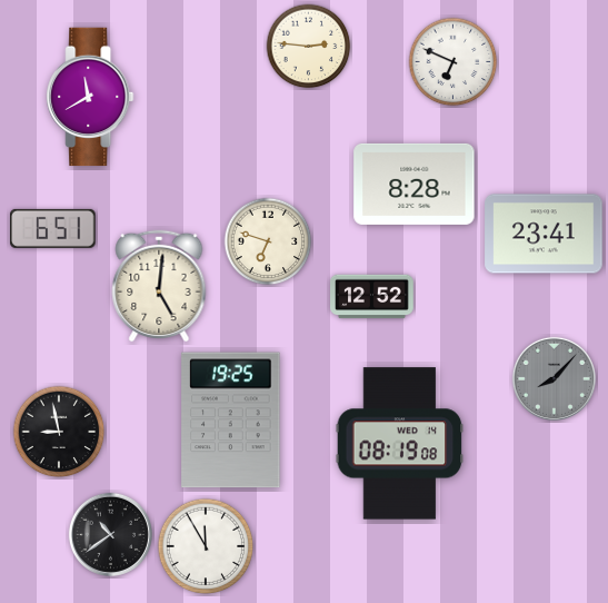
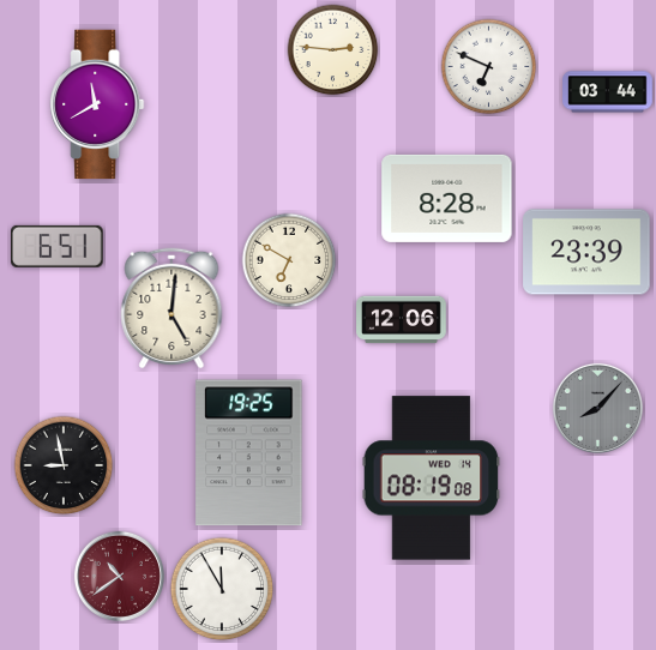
clock at (608, 92): none -> 03:44
clock at (544, 234): 23:41 -> 23:39
clock at (268, 241): 6:48 -> 6:50
clock at (372, 297): 12:52 -> 12:06
clock at (110, 534) dial: black -> burgundy
